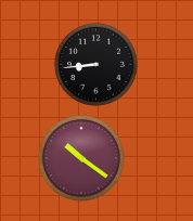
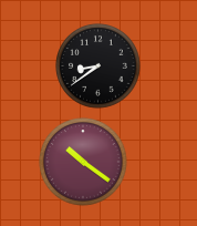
clock at (97, 65): 8:44 -> 8:39
